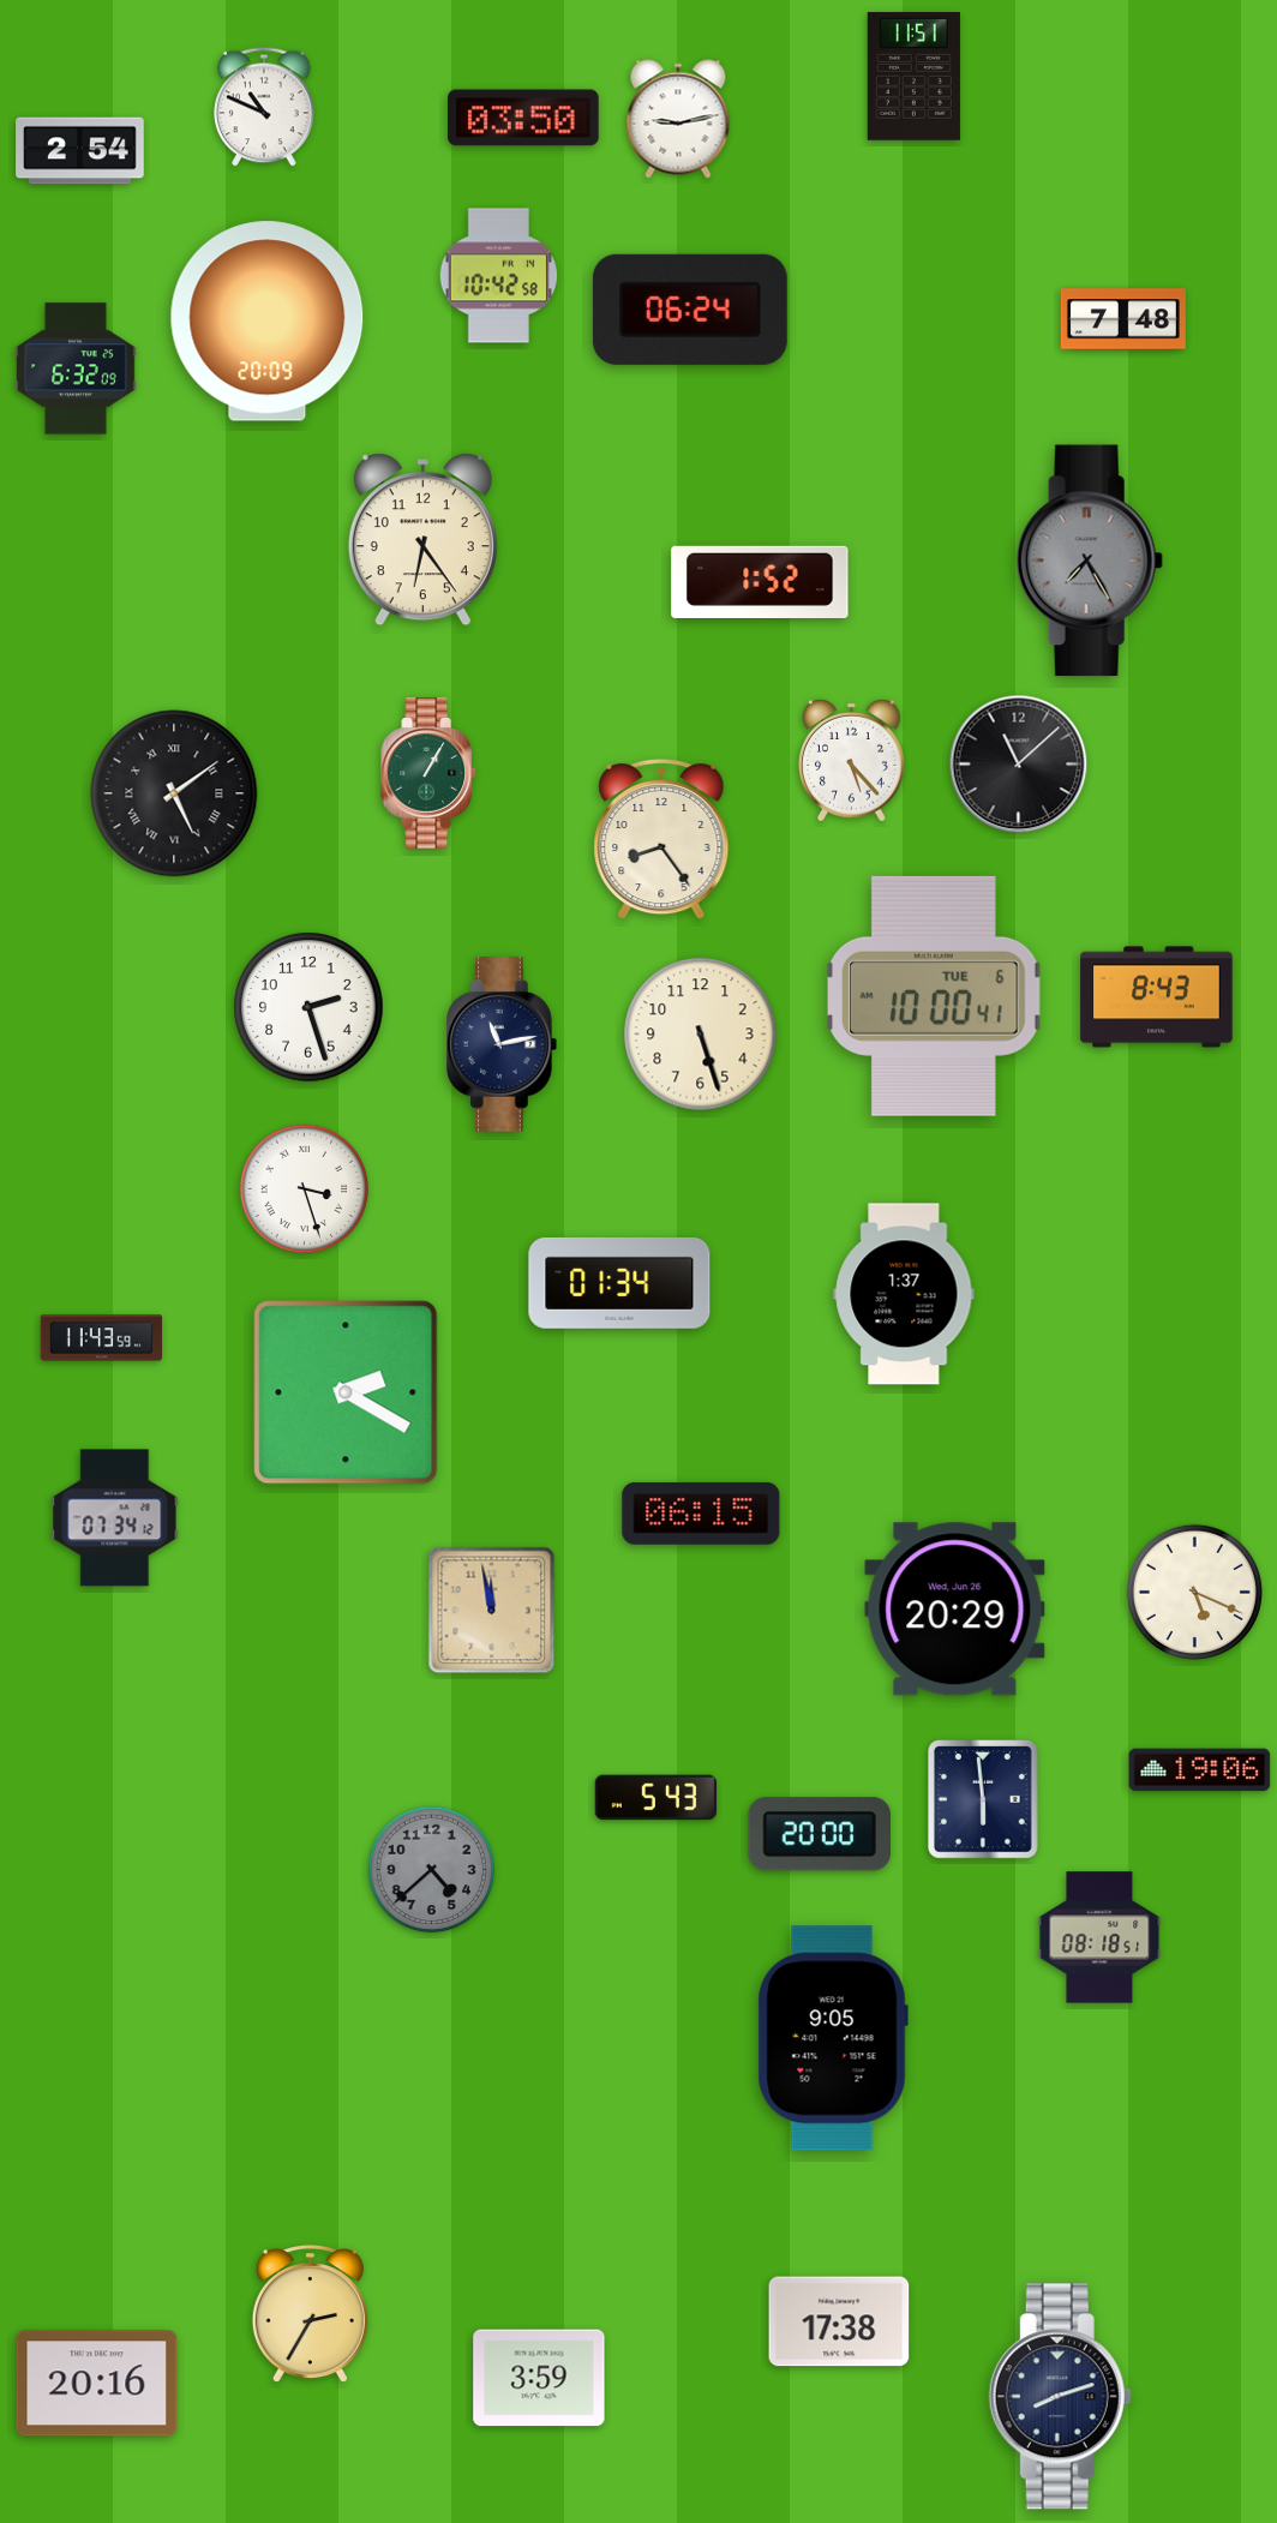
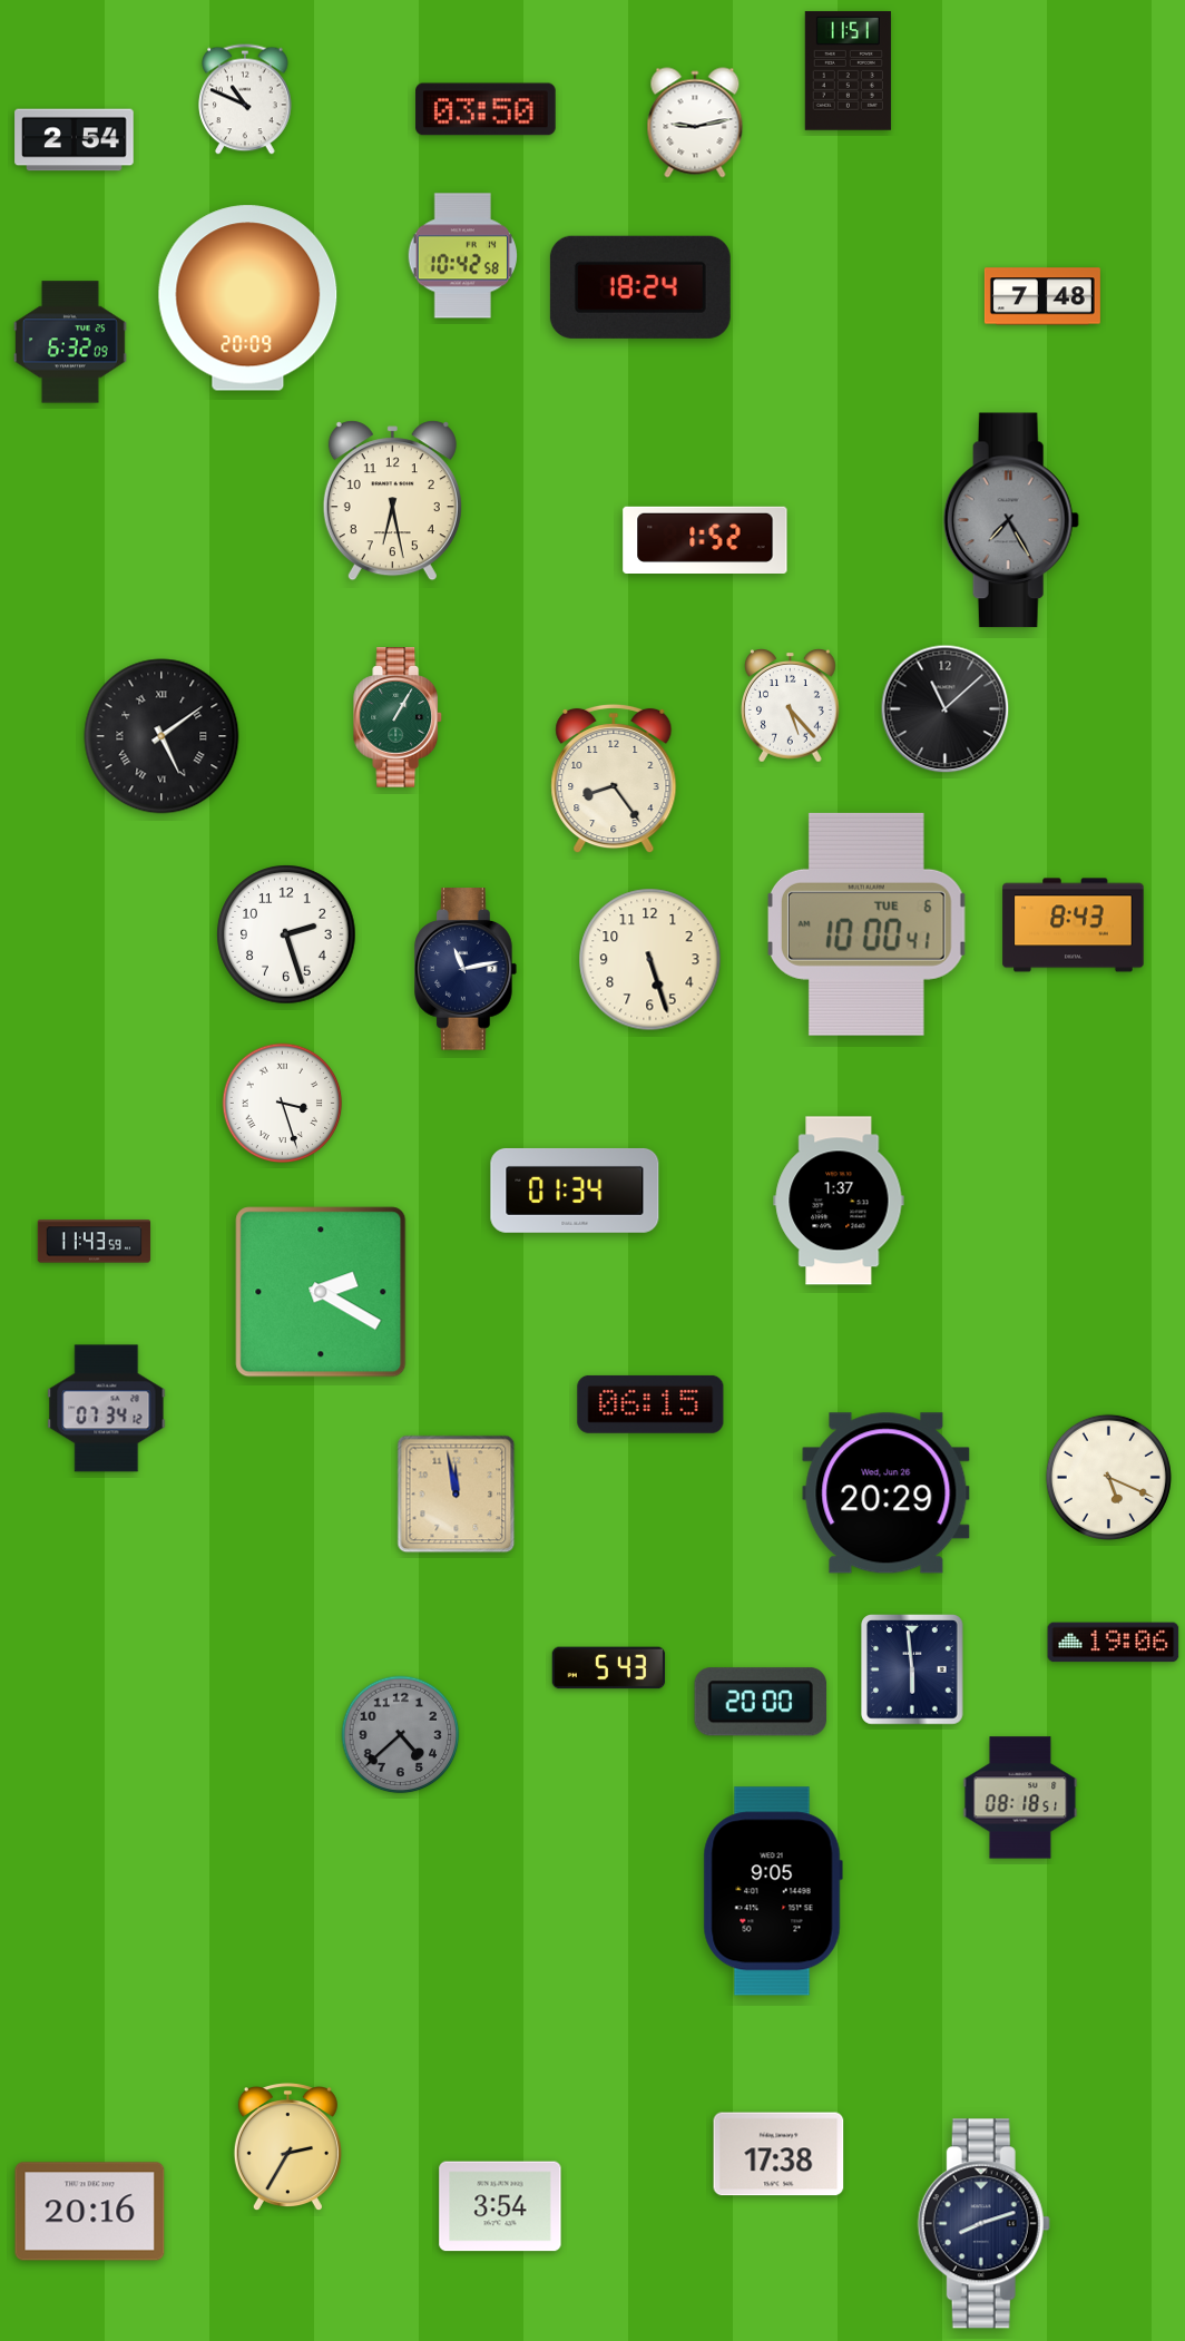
clock at (678, 119) position: (678, 119) -> (695, 123)
clock at (690, 310): 06:24 -> 18:24
clock at (422, 540): 6:24 -> 6:28
clock at (539, 2378): 3:59 -> 3:54
